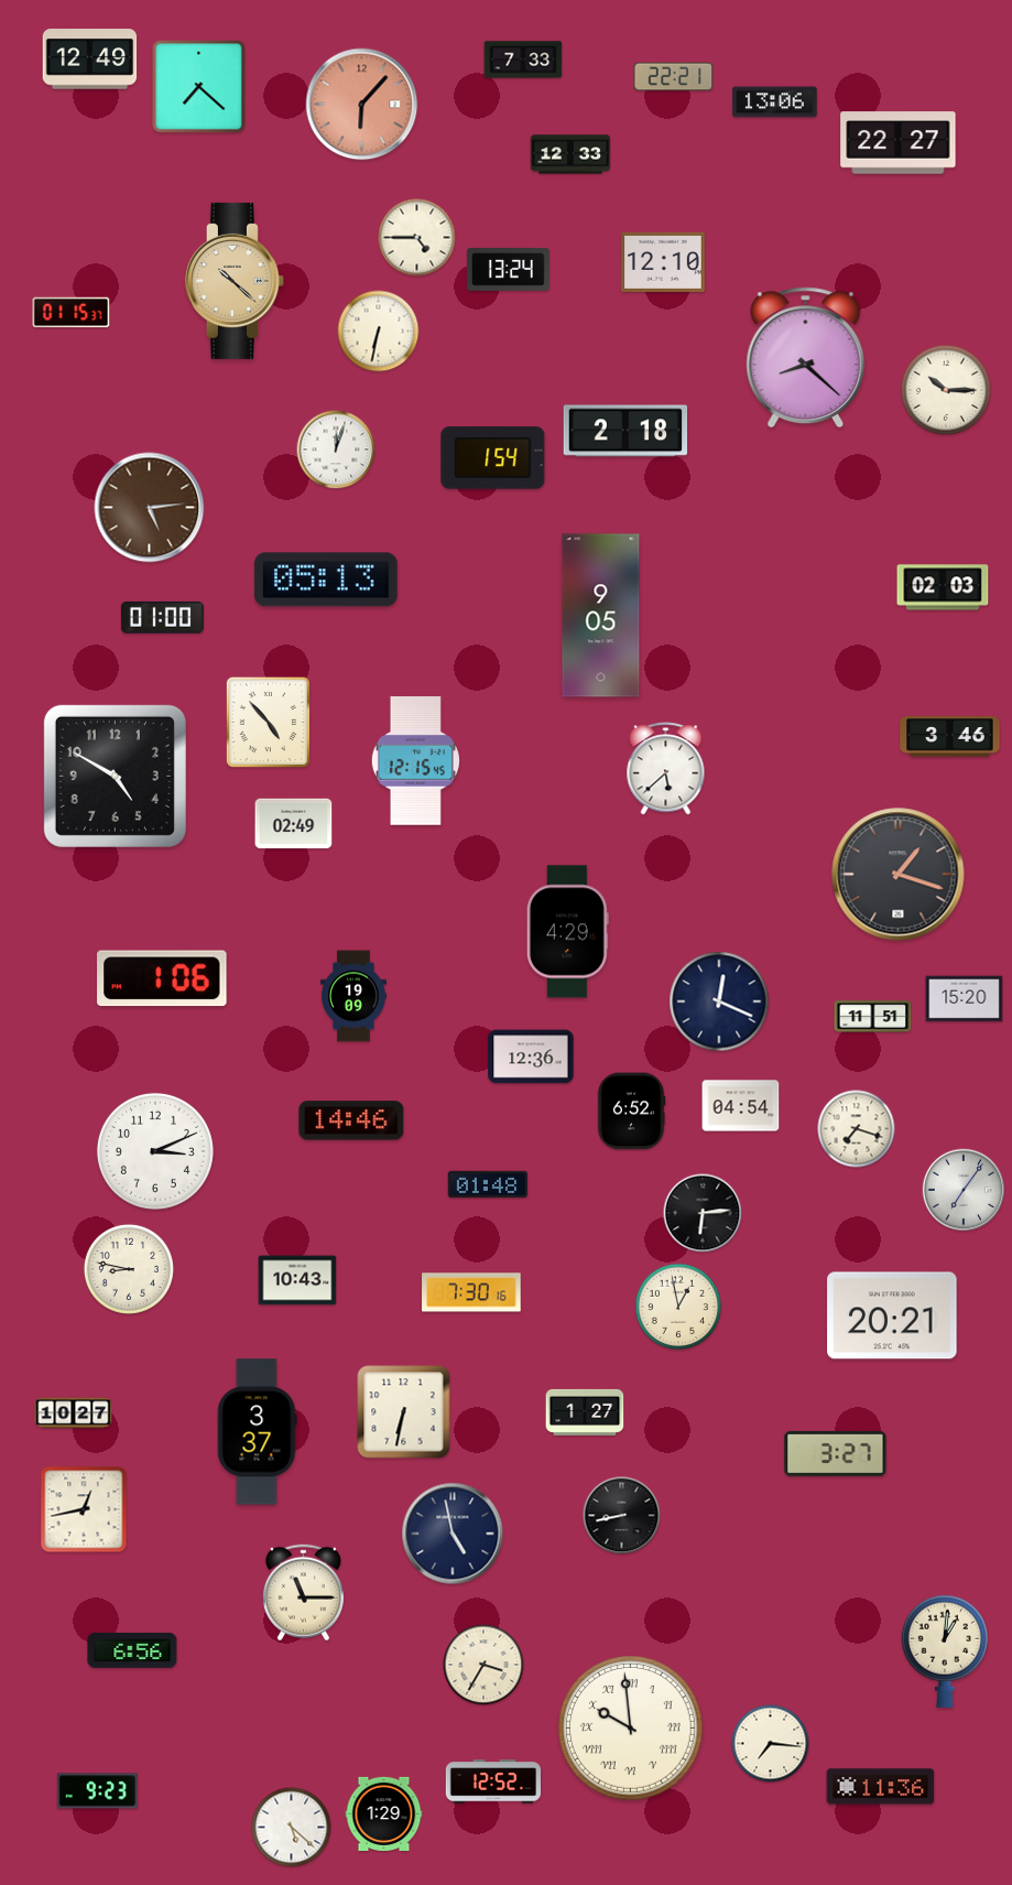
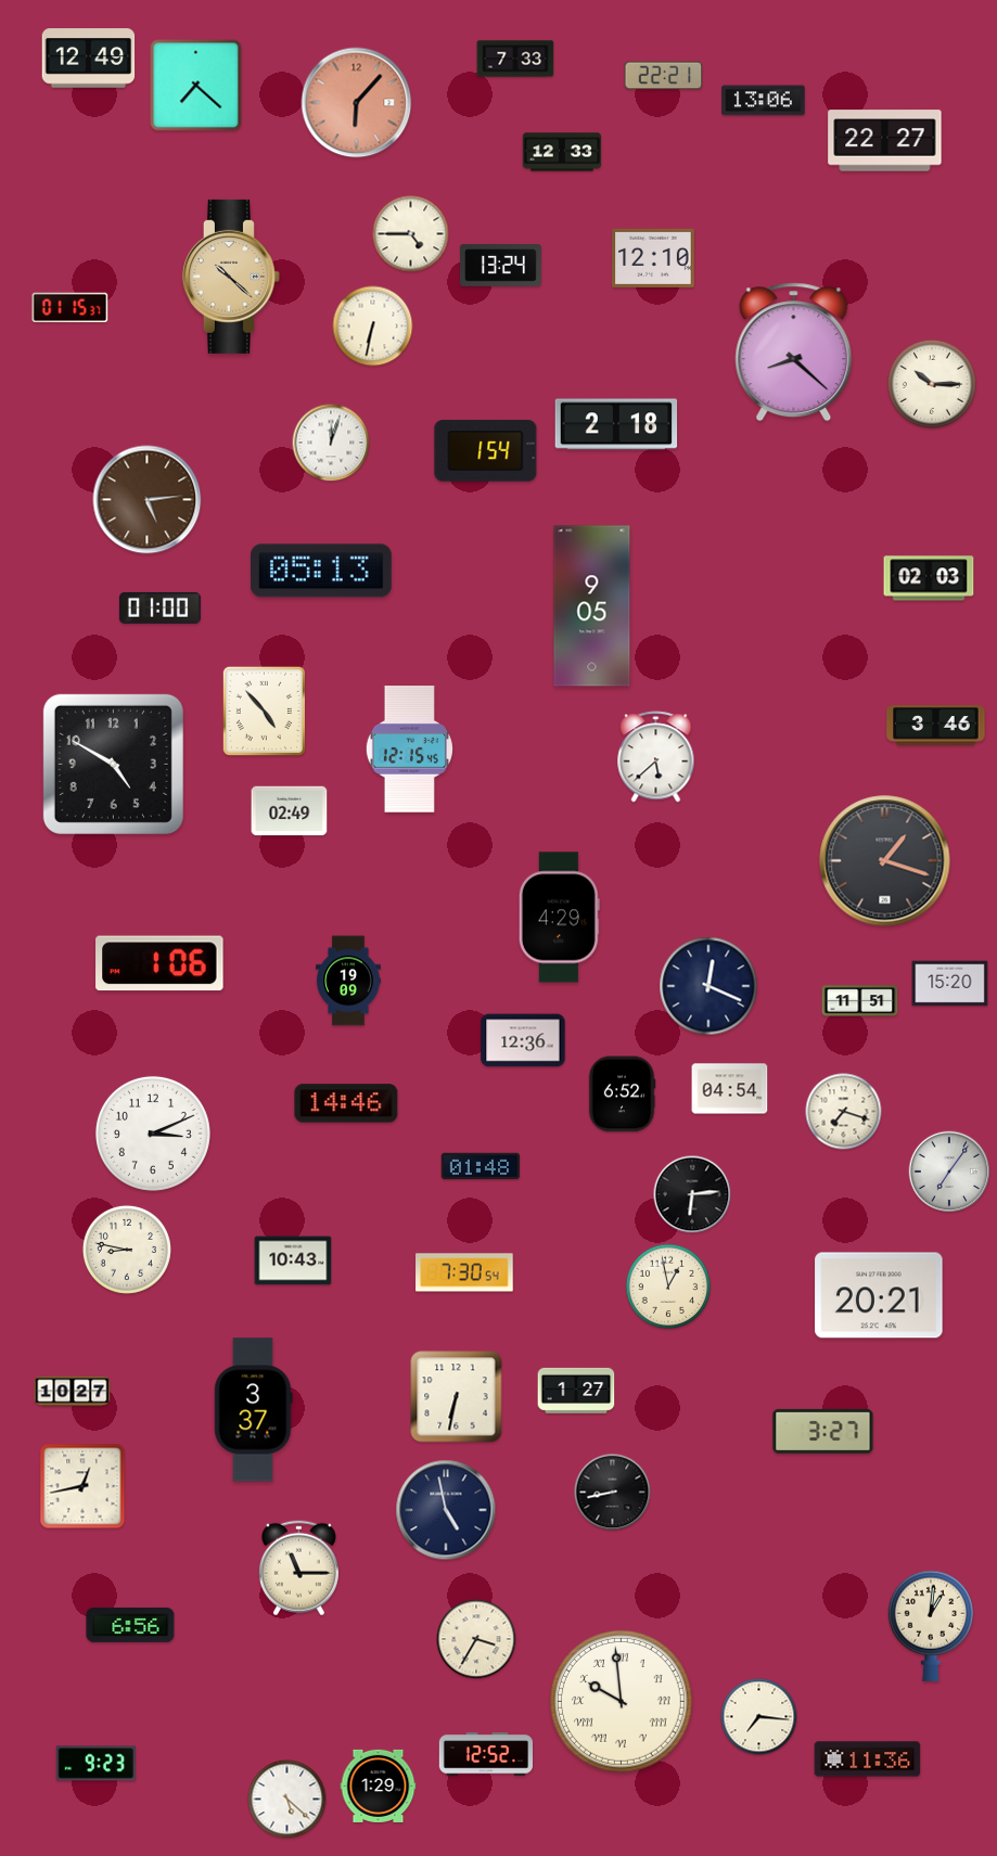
clock at (471, 1292): 7:30:16 -> 7:30:54
clock at (404, 1412) position: (404, 1412) -> (457, 1397)
